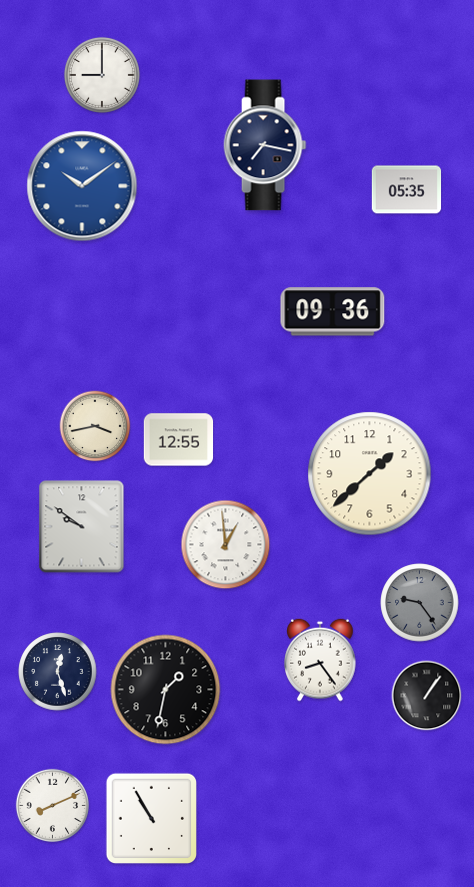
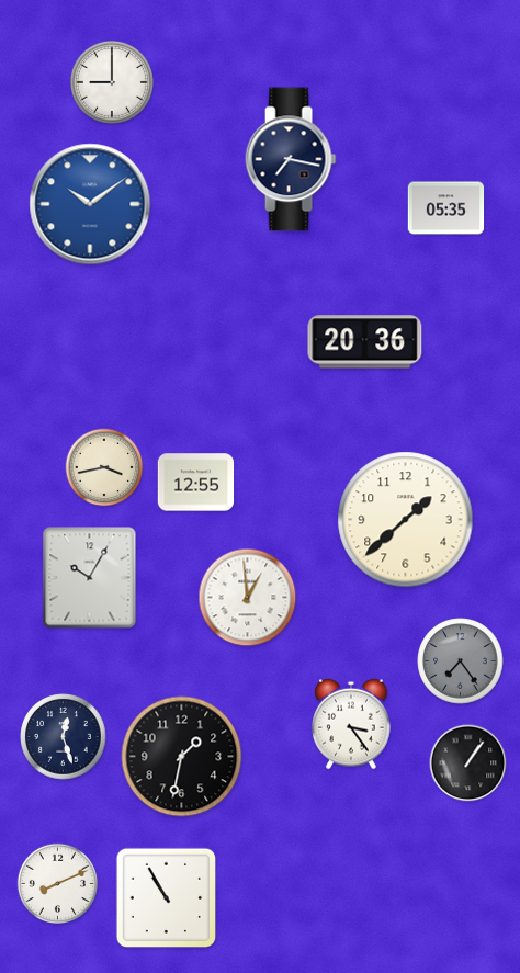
clock at (333, 312): 09:36 -> 20:36
clock at (82, 527): 9:51 -> 10:05
clock at (420, 603): 9:24 -> 7:24
clock at (320, 660): 8:24 -> 3:24
